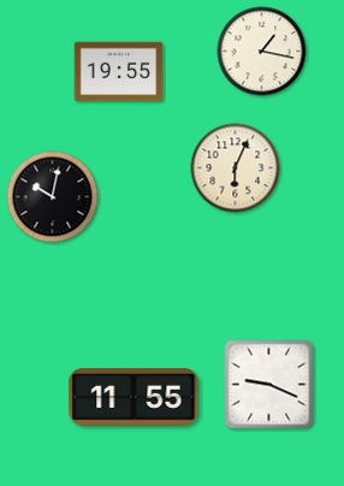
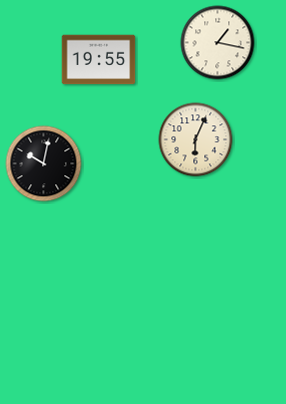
clock at (269, 385): 9:19 -> none
clock at (134, 397): 11:55 -> none
